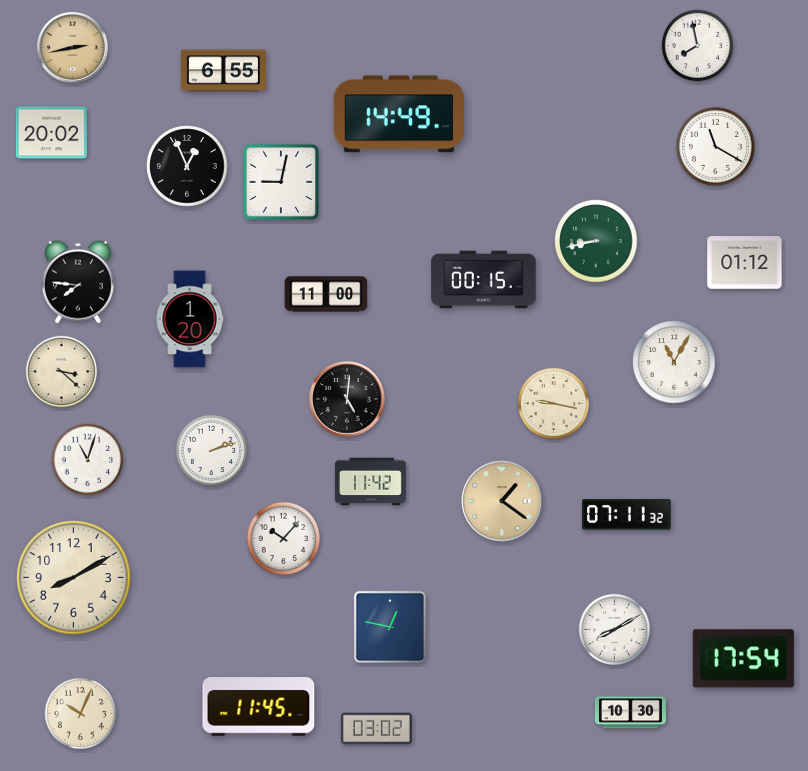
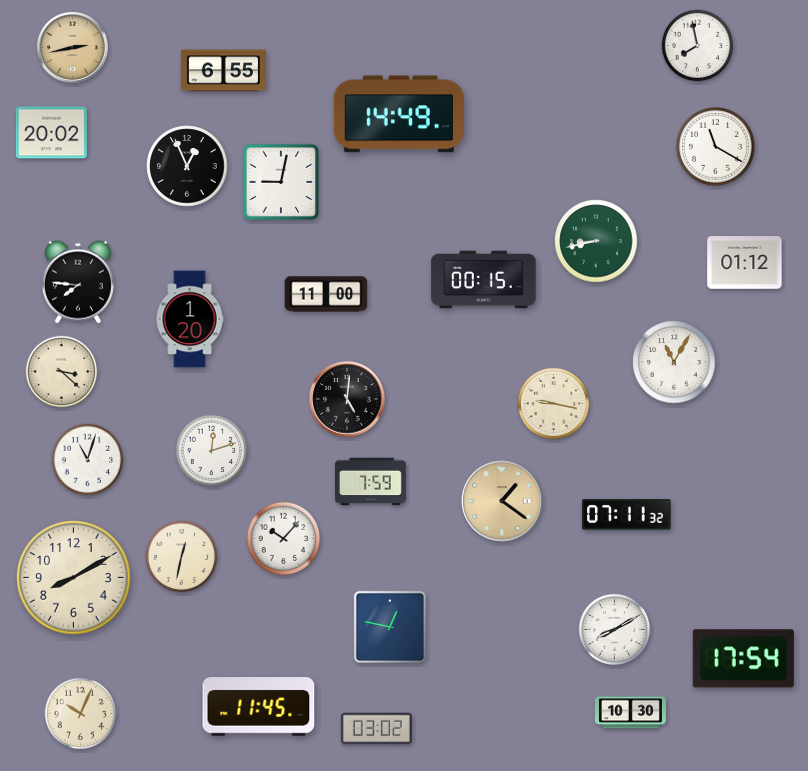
clock at (212, 451): 2:12 -> 12:12
clock at (370, 482): 11:42 -> 7:59
clock at (182, 557): none -> 12:32
